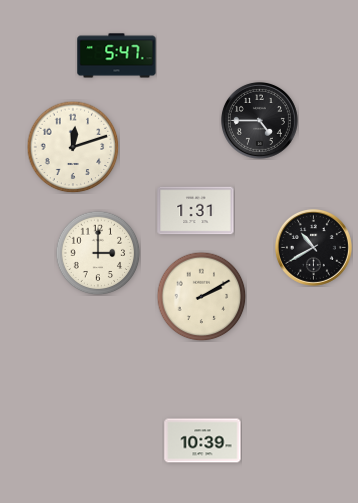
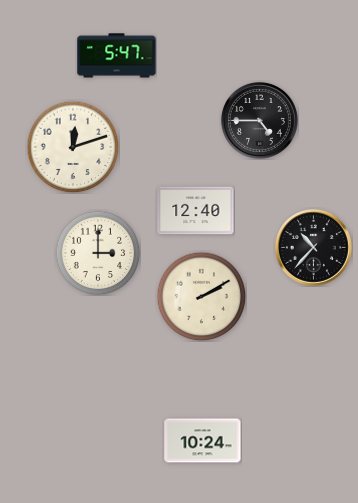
clock at (196, 211): 1:31 -> 12:40
clock at (313, 247): 10:40 -> 10:37
clock at (203, 441): 10:39 -> 10:24
